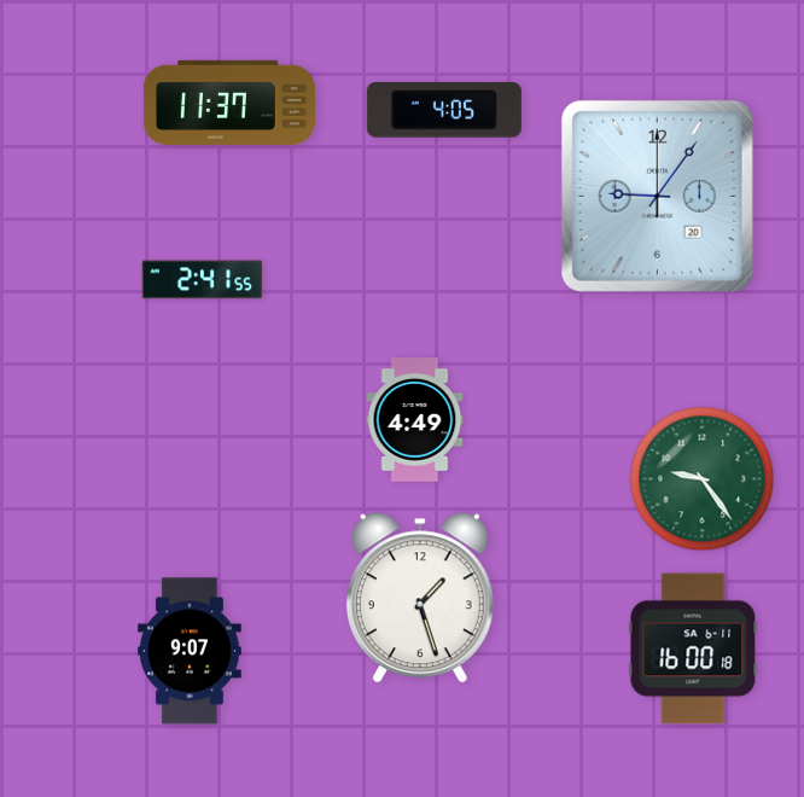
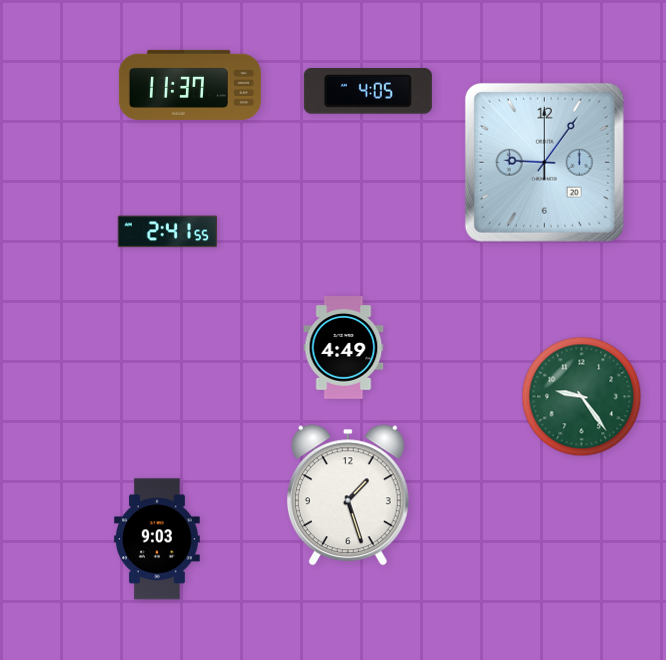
clock at (693, 648): 16:00 -> none
clock at (191, 651): 9:07 -> 9:03
